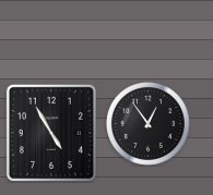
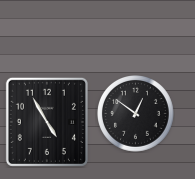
clock at (149, 124): 12:54 -> 12:51
